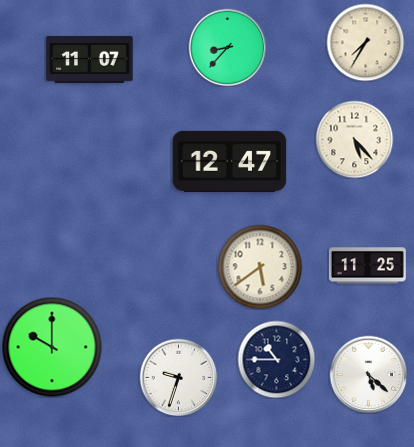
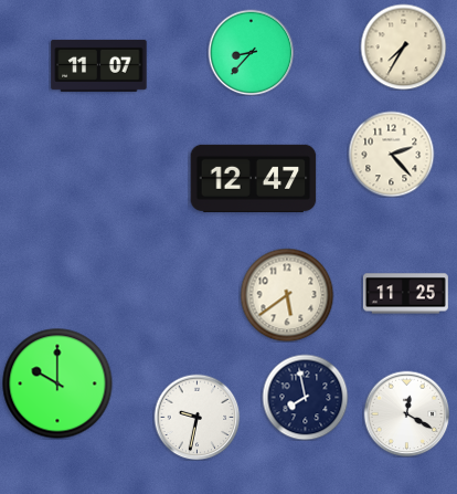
clock at (354, 139): 5:23 -> 2:23
clock at (276, 359): 10:45 -> 7:58
clock at (368, 374): 5:22 -> 12:20
clock at (178, 377): 9:33 -> 9:32
